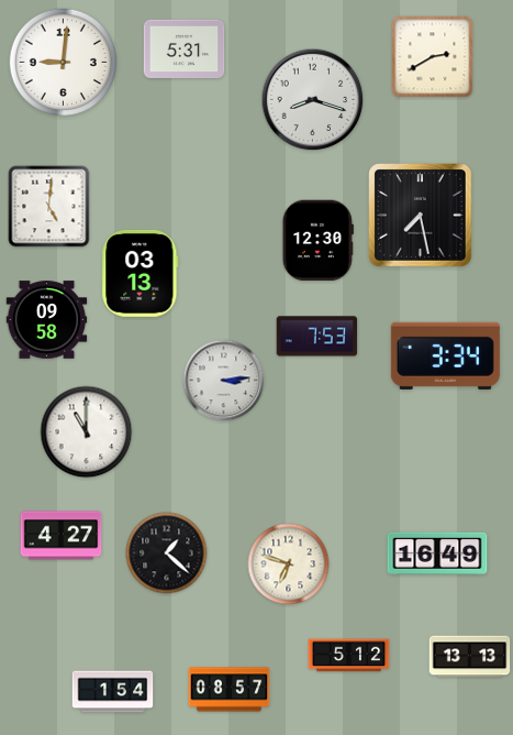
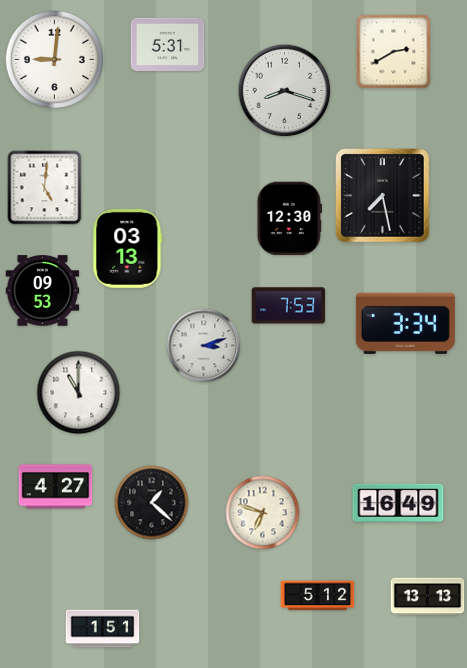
clock at (63, 62) position: (63, 62) -> (54, 59)
clock at (47, 320): 09:58 -> 09:53
clock at (224, 381): 3:14 -> 3:12
clock at (230, 690): 08:57 -> none
clock at (113, 692): 1:54 -> 1:51
